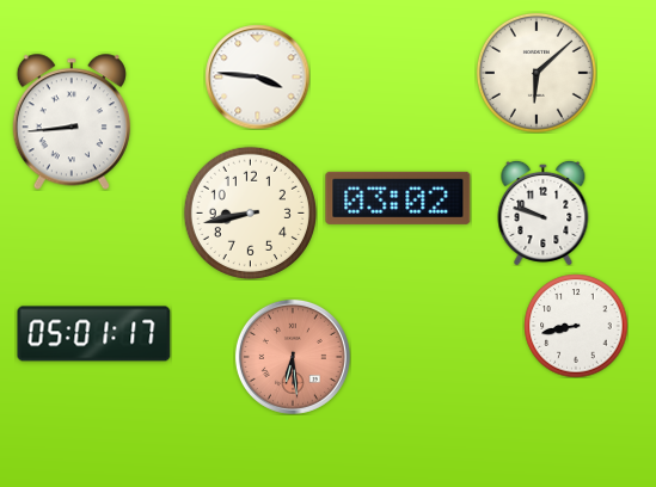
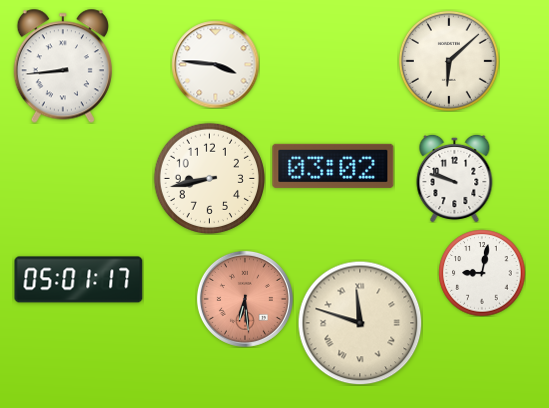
clock at (72, 122) position: (72, 122) -> (63, 66)
clock at (576, 326): 8:43 -> 9:02
clock at (360, 323): none -> 11:48
